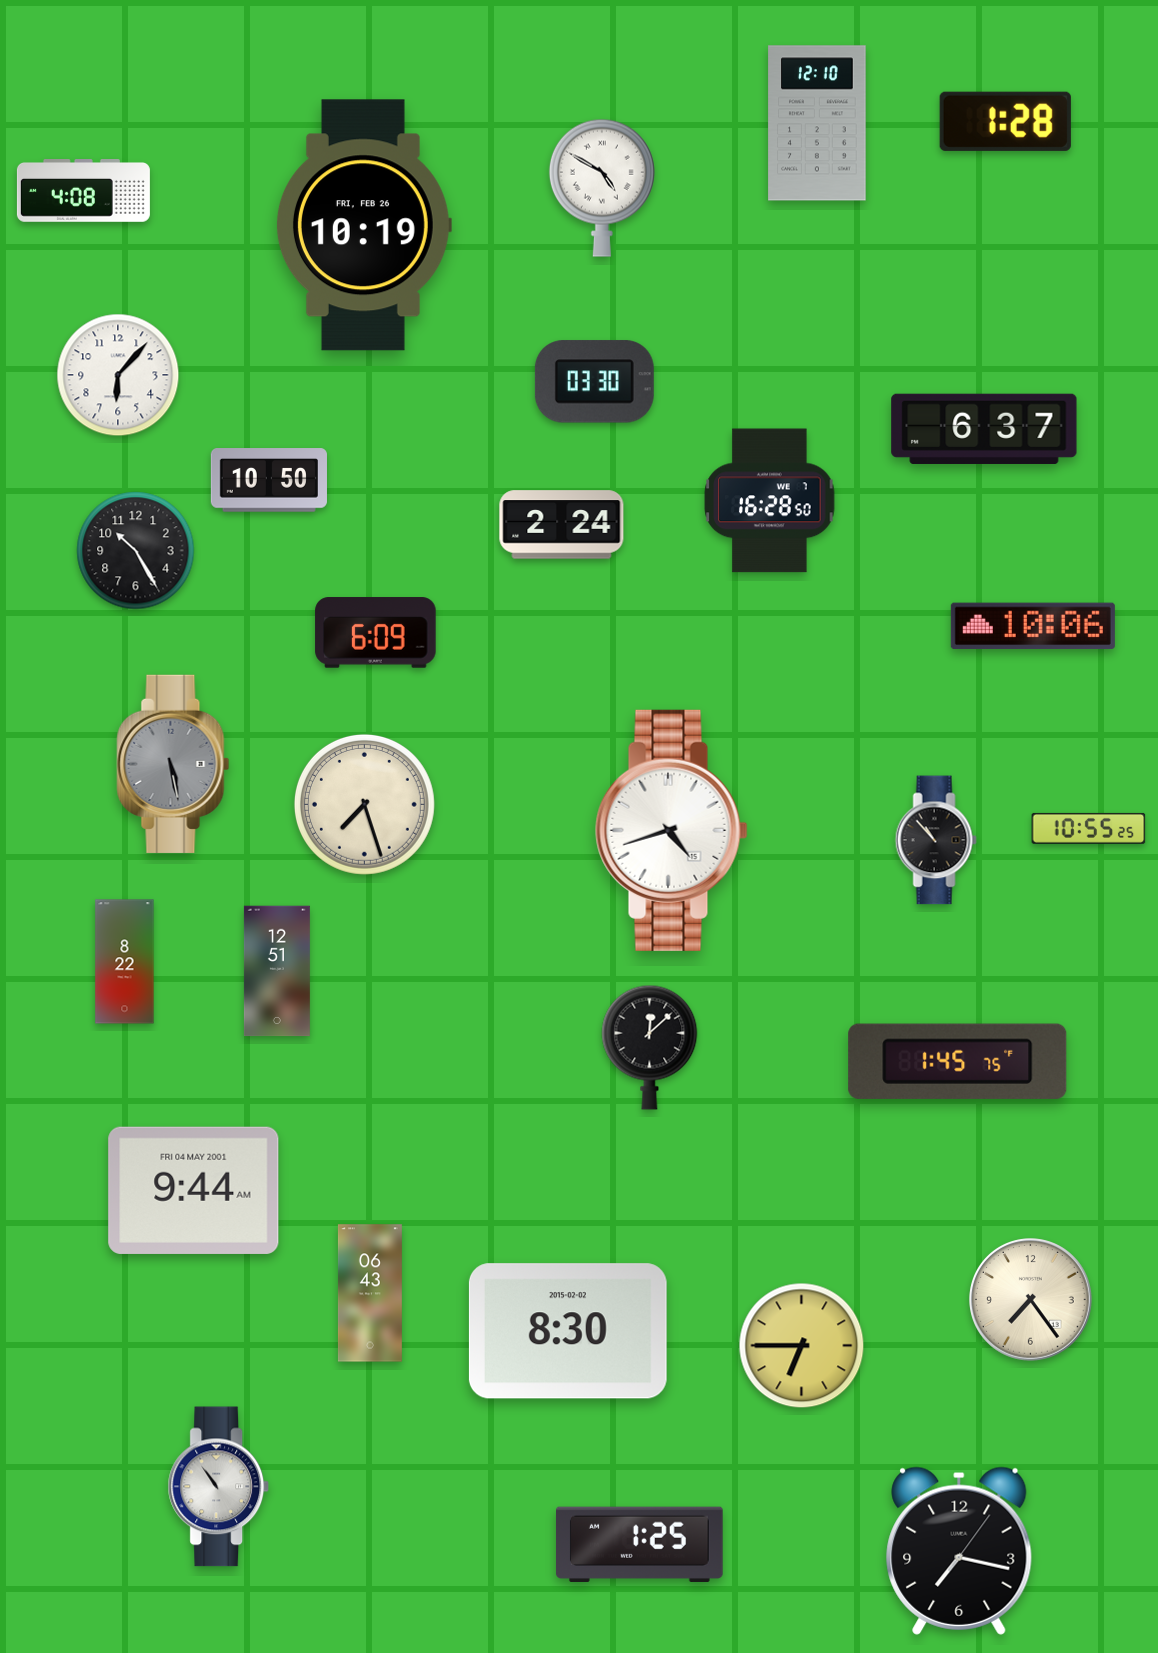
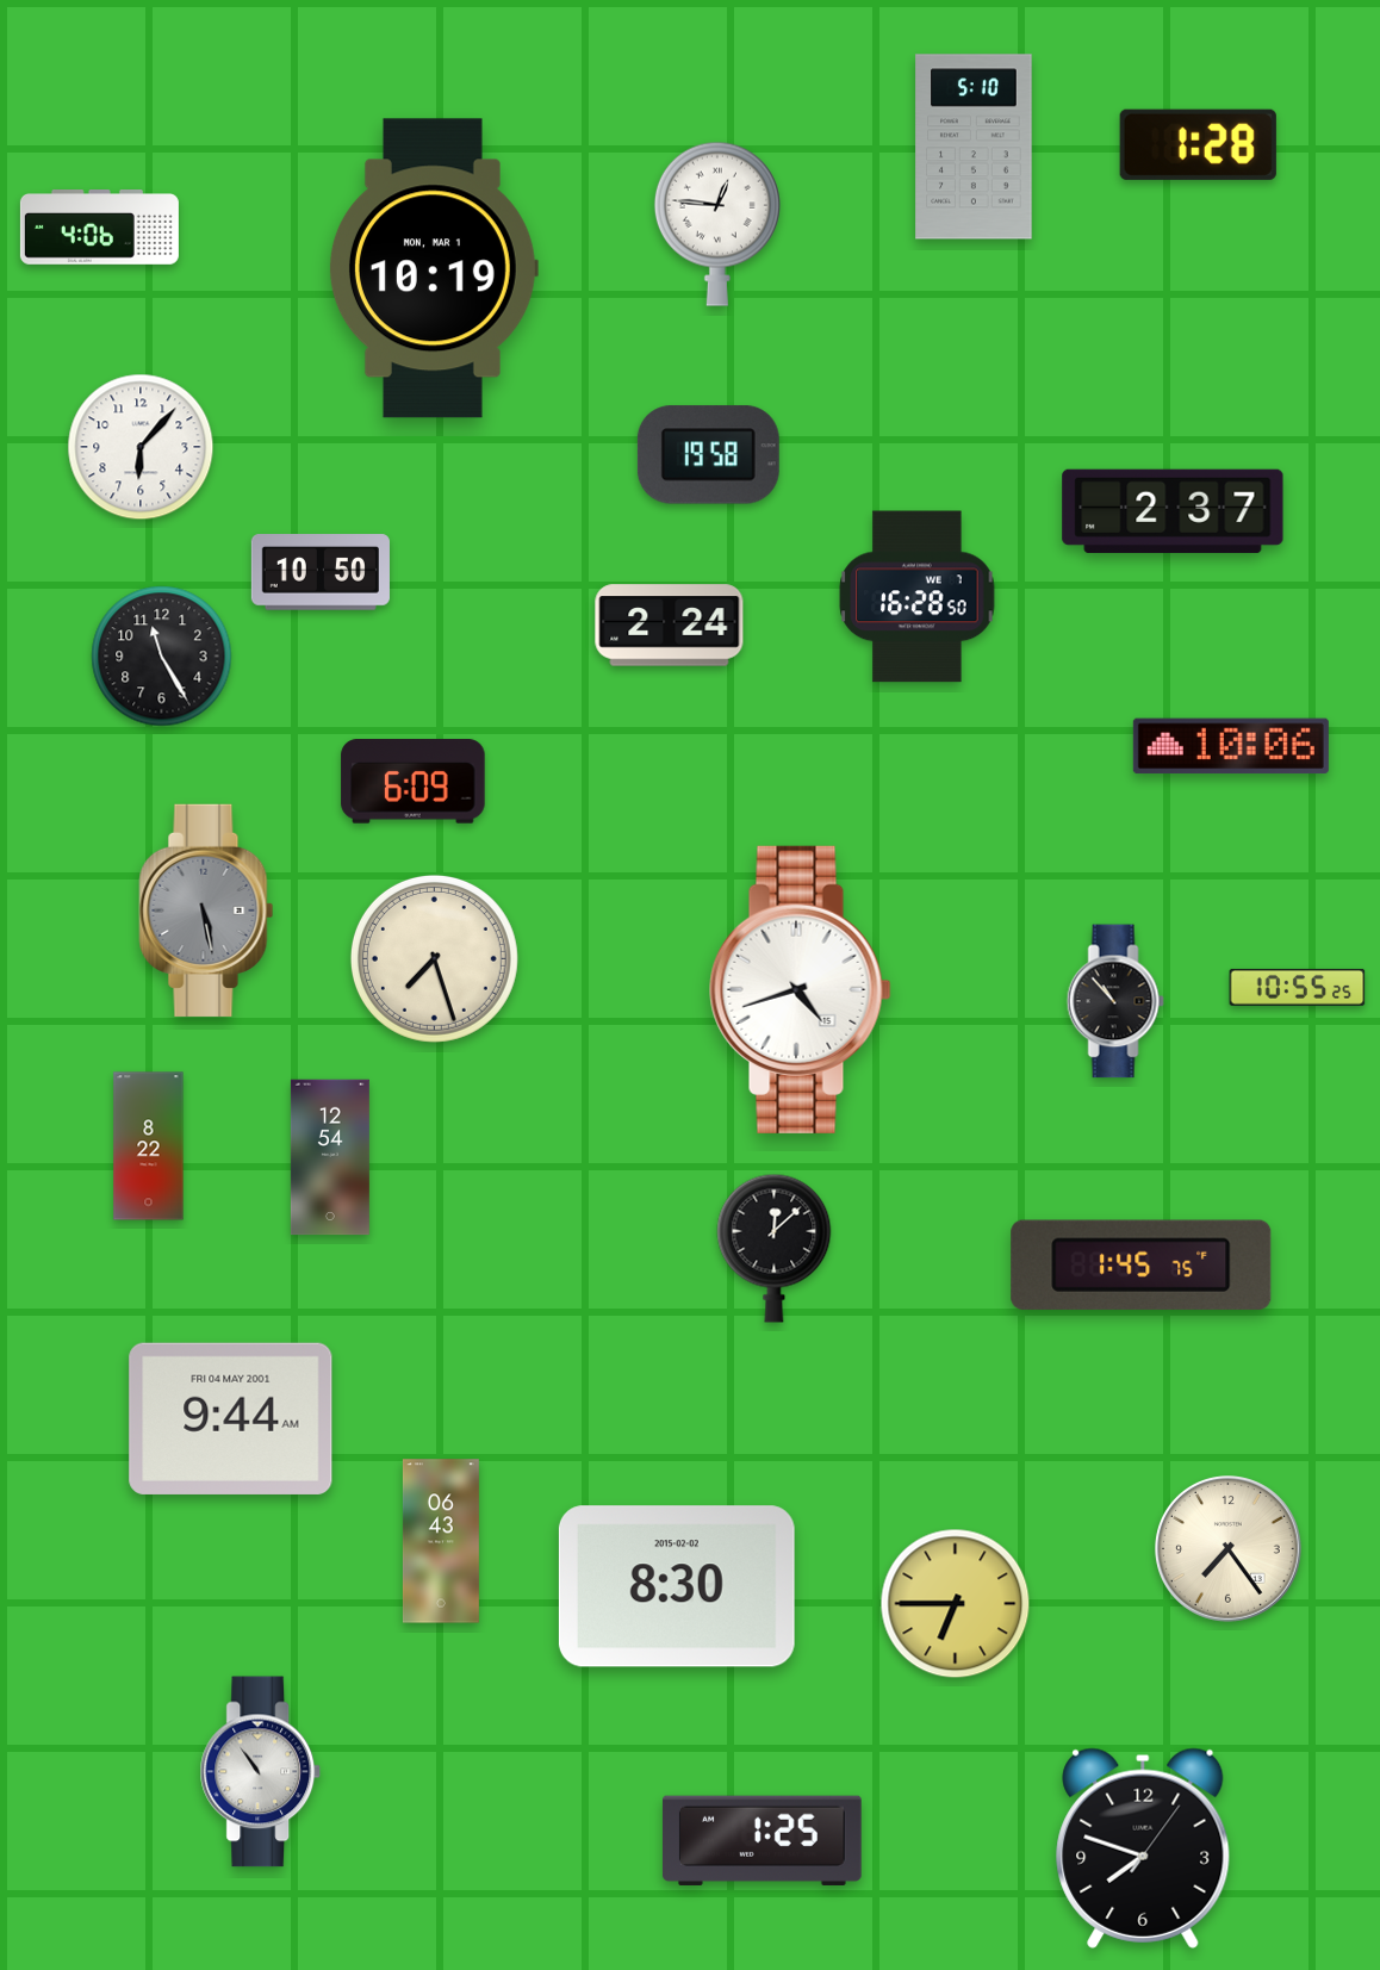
clock at (817, 123): 12:10 -> 5:10
clock at (602, 188): 4:50 -> 12:46
clock at (83, 191): 4:08 -> 4:06
clock at (363, 225) date: FRI, FEB 26 -> MON, MAR 1
clock at (594, 382): 03:30 -> 19:58
clock at (984, 429): 6:37 -> 2:37
clock at (136, 551): 10:25 -> 11:25
clock at (376, 633) position: (376, 633) -> (414, 782)
clock at (277, 971): 12:51 -> 12:54
clock at (959, 1551): 7:17 -> 7:48
